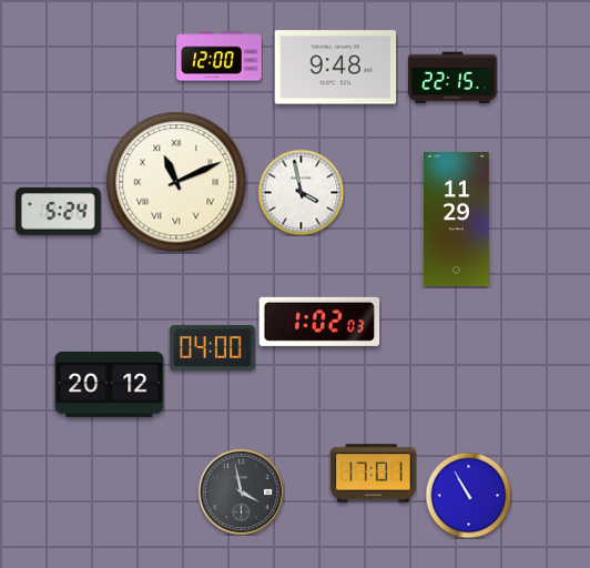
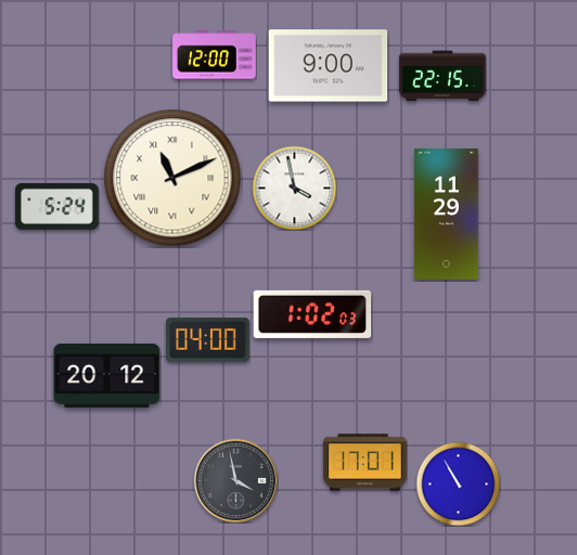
clock at (336, 68): 9:48 -> 9:00
